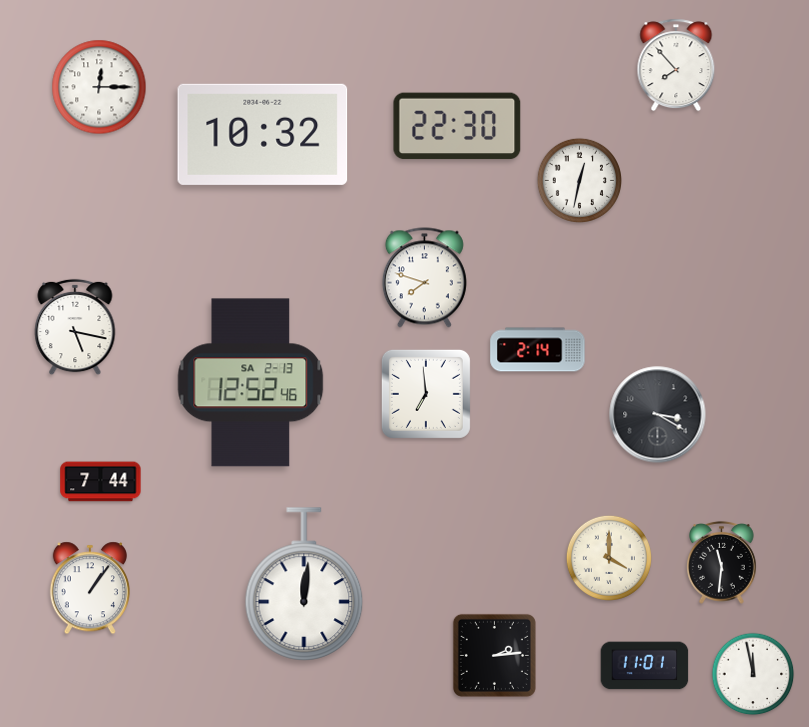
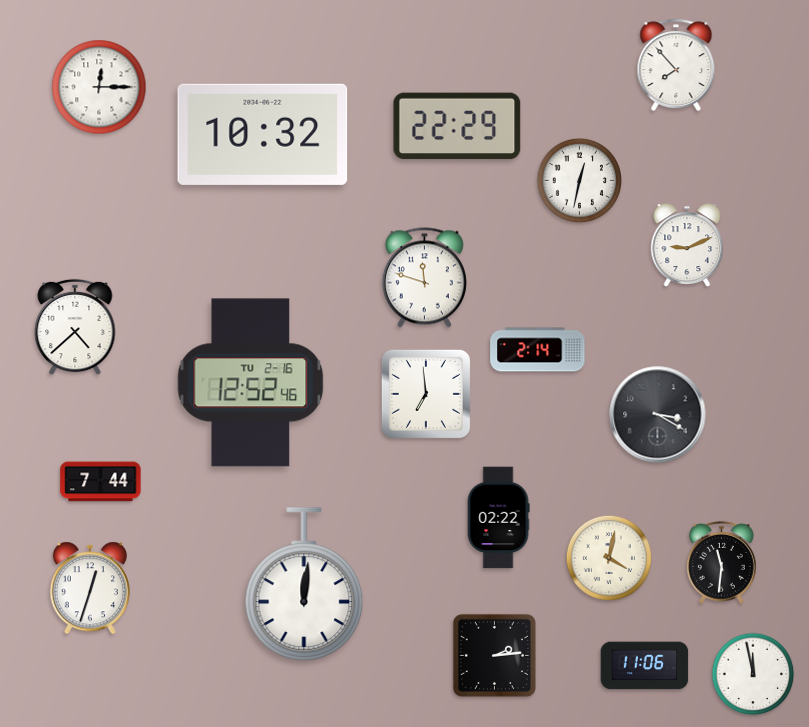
clock at (457, 126): 22:30 -> 22:29
clock at (687, 245): none -> 9:11
clock at (424, 278): 7:48 -> 11:48
clock at (75, 327): 5:17 -> 4:38
clock at (251, 383) date: SA 2-13 -> TU 2-16
clock at (498, 518): none -> 02:22
clock at (609, 558): 4:00 -> 4:02
clock at (90, 588): 1:06 -> 12:33
clock at (645, 666): 11:01 -> 11:06
